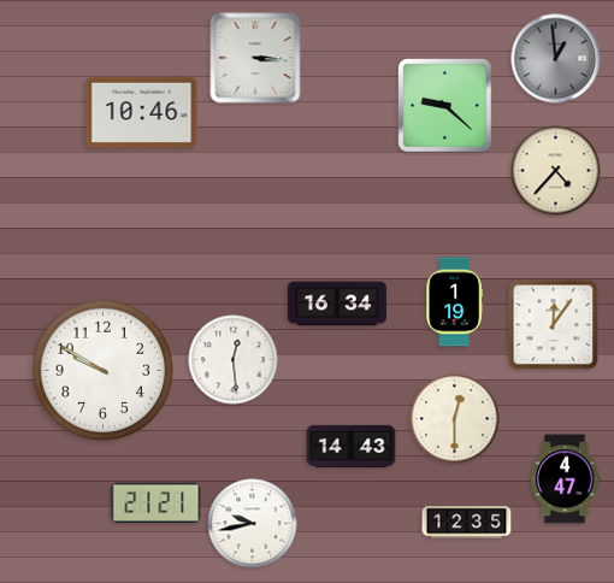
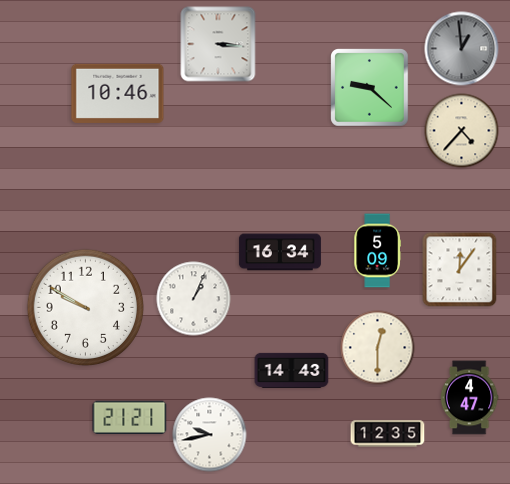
clock at (255, 58) position: (255, 58) -> (218, 44)
clock at (556, 171) position: (556, 171) -> (462, 131)
clock at (454, 302): 1:19 -> 5:09
clock at (234, 360): 12:29 -> 1:04
